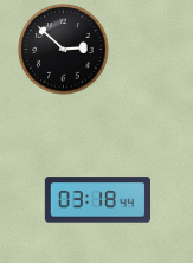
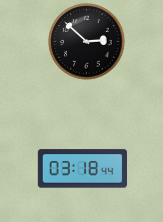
clock at (64, 50) position: (64, 50) -> (87, 42)
